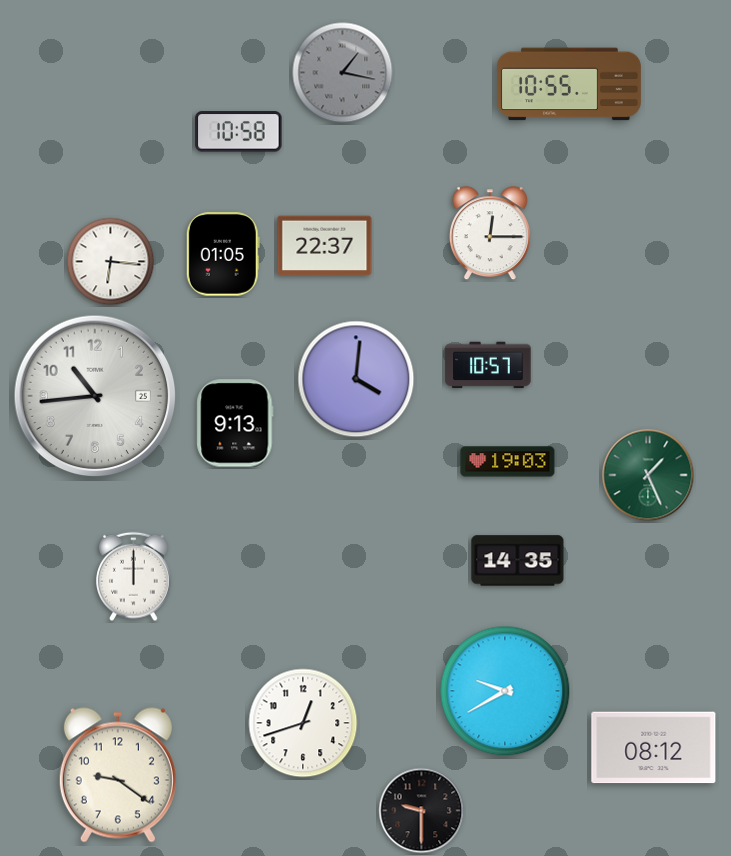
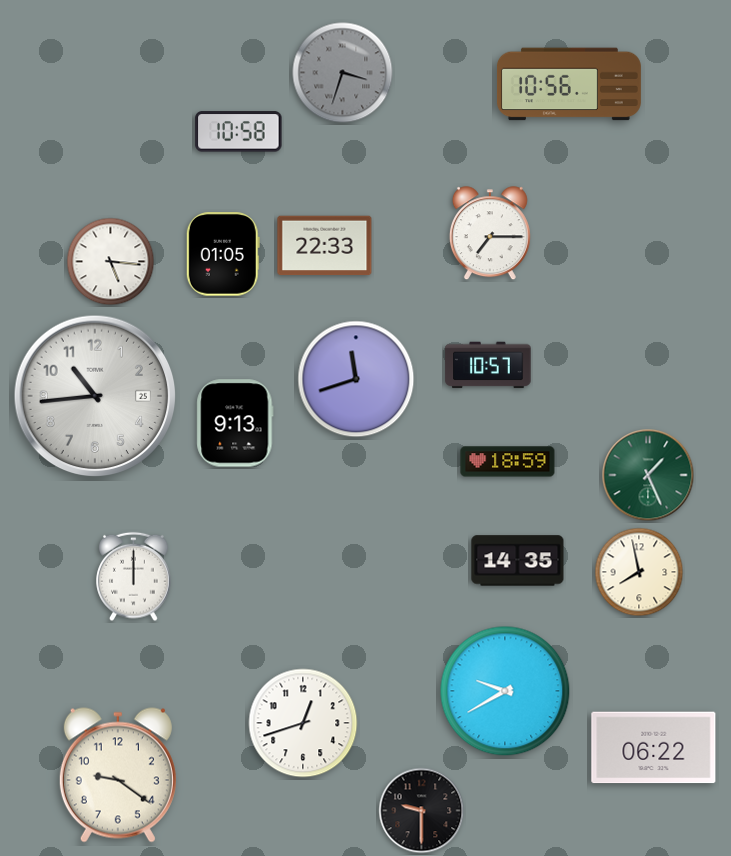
clock at (343, 73): 1:17 -> 3:33
clock at (569, 84): 10:55 -> 10:56
clock at (490, 234): 12:15 -> 7:15
clock at (325, 246): 22:37 -> 22:33
clock at (111, 262): 6:16 -> 5:16
clock at (356, 379): 4:01 -> 11:42
clock at (508, 462): 19:03 -> 18:59
clock at (639, 572): none -> 7:58
clock at (654, 748): 08:12 -> 06:22
